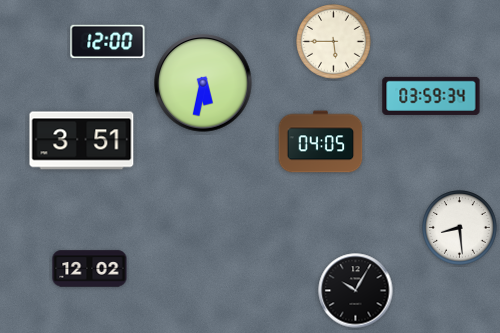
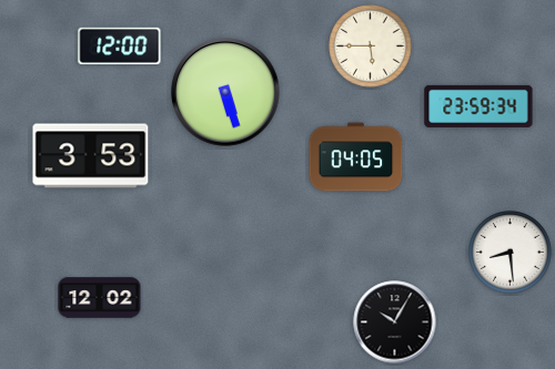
clock at (203, 83): 5:32 -> 5:27
clock at (431, 96): 03:59 -> 23:59
clock at (82, 141): 3:51 -> 3:53
